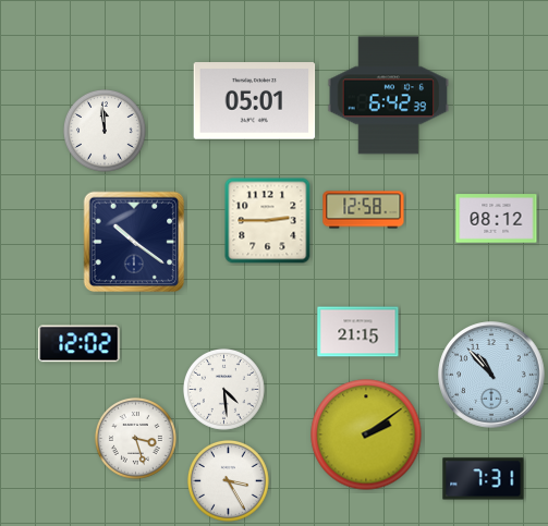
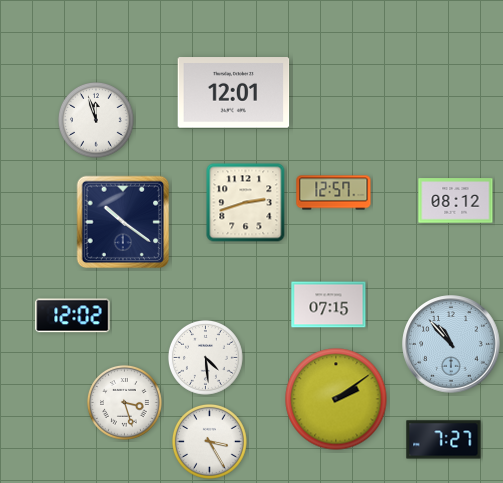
clock at (389, 96): 6:42 -> none
clock at (255, 101): 05:01 -> 12:01
clock at (106, 132): 11:59 -> 11:57
clock at (364, 210): 12:58 -> 12:57
clock at (268, 221): 2:45 -> 2:42
clock at (358, 332): 21:15 -> 07:15
clock at (484, 479): 7:31 -> 7:27
